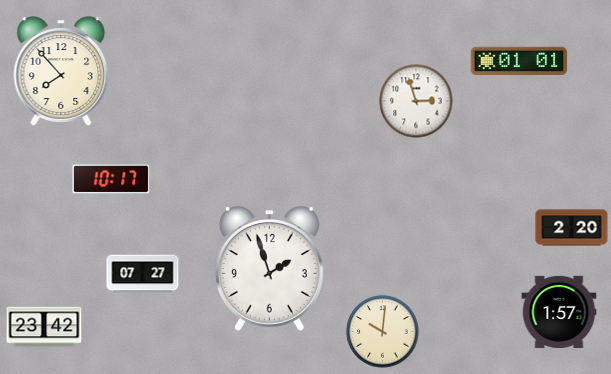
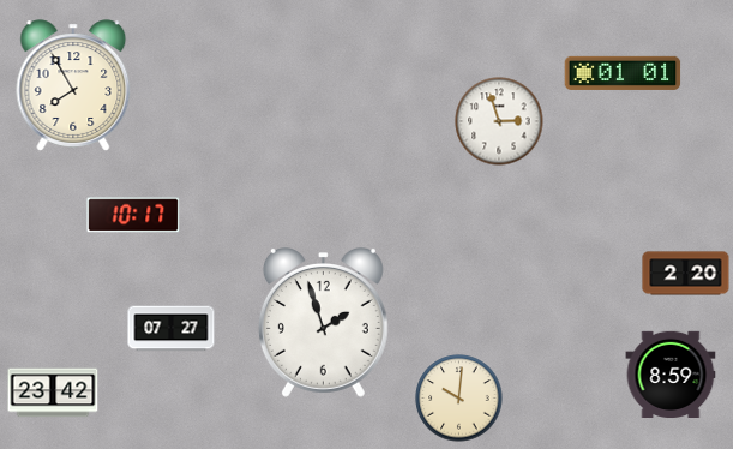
clock at (61, 71): 7:53 -> 7:55
clock at (559, 311): 1:57 -> 8:59
